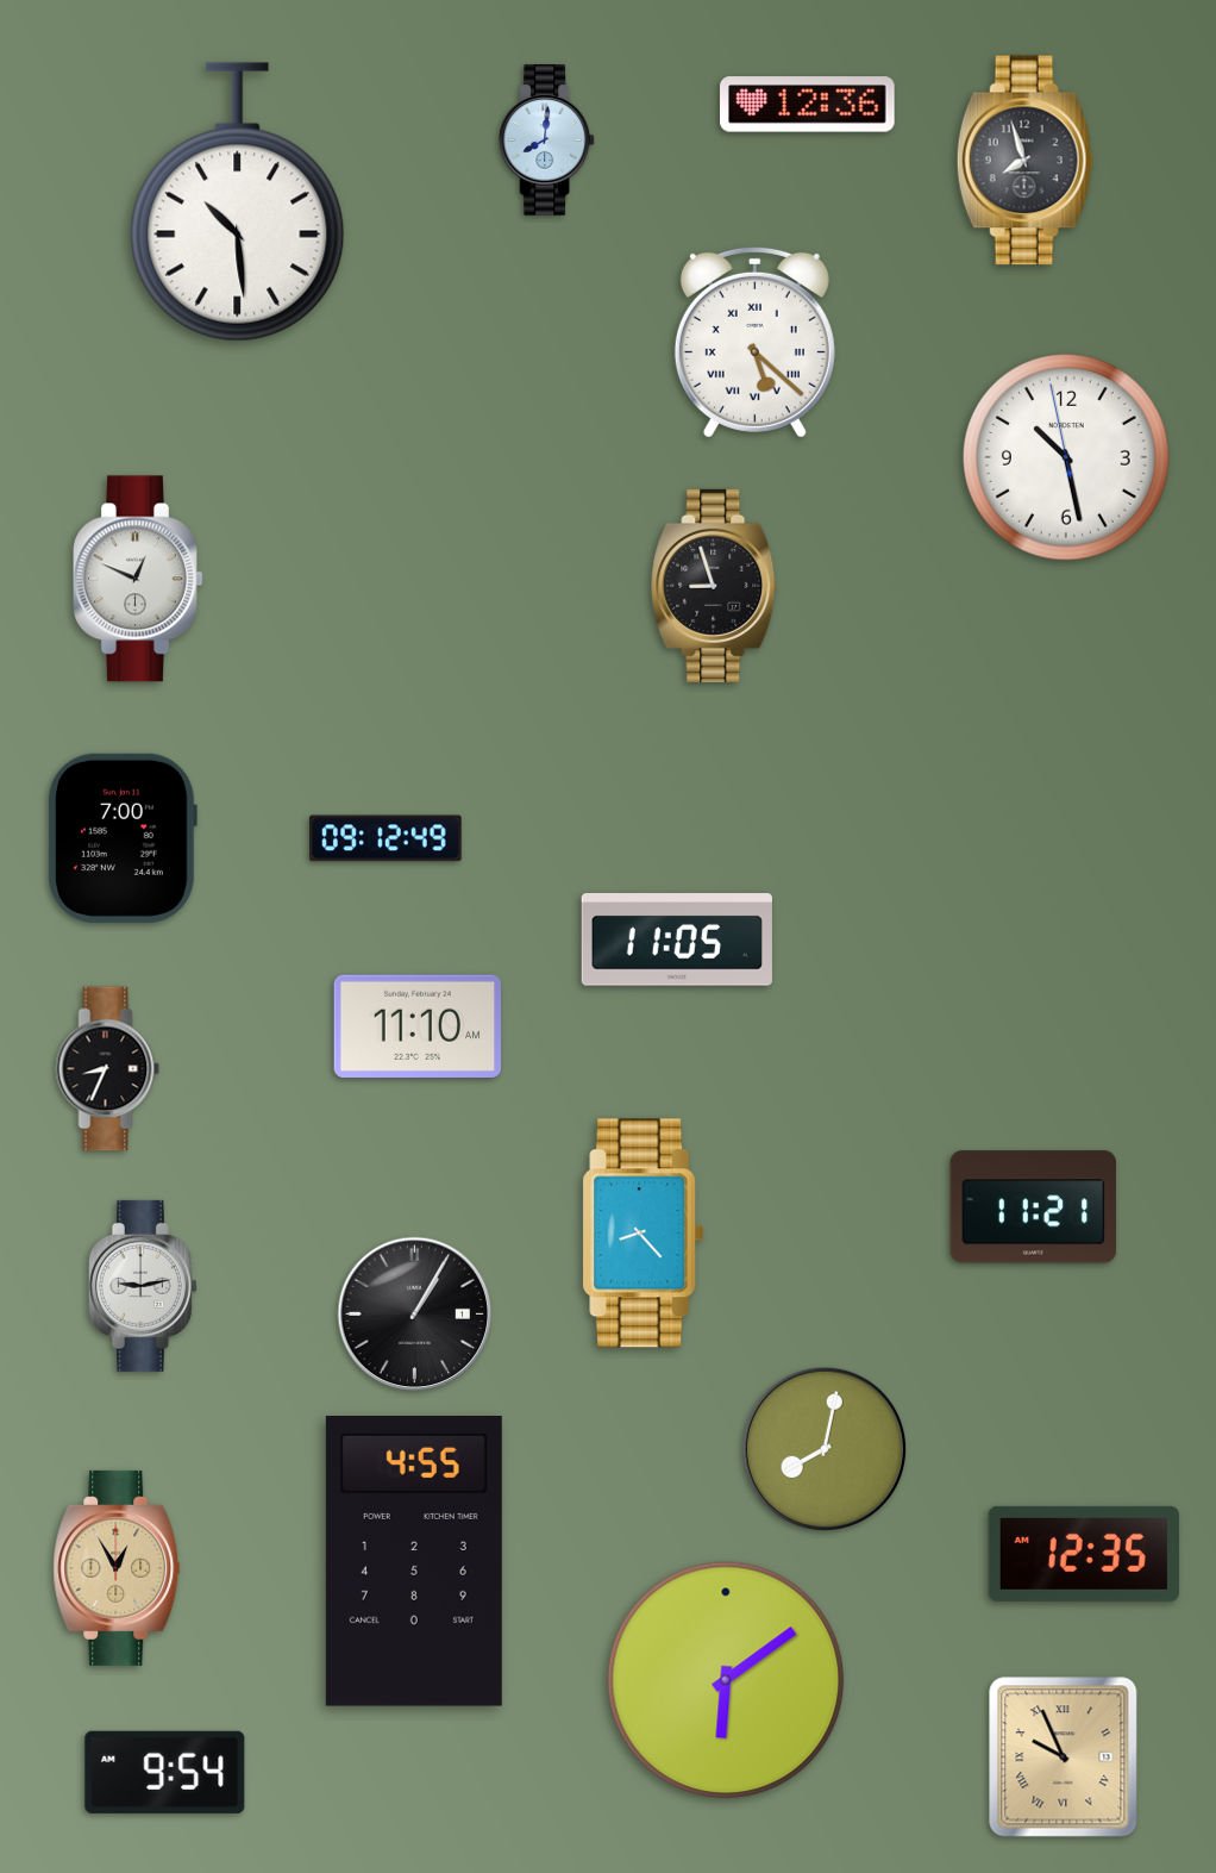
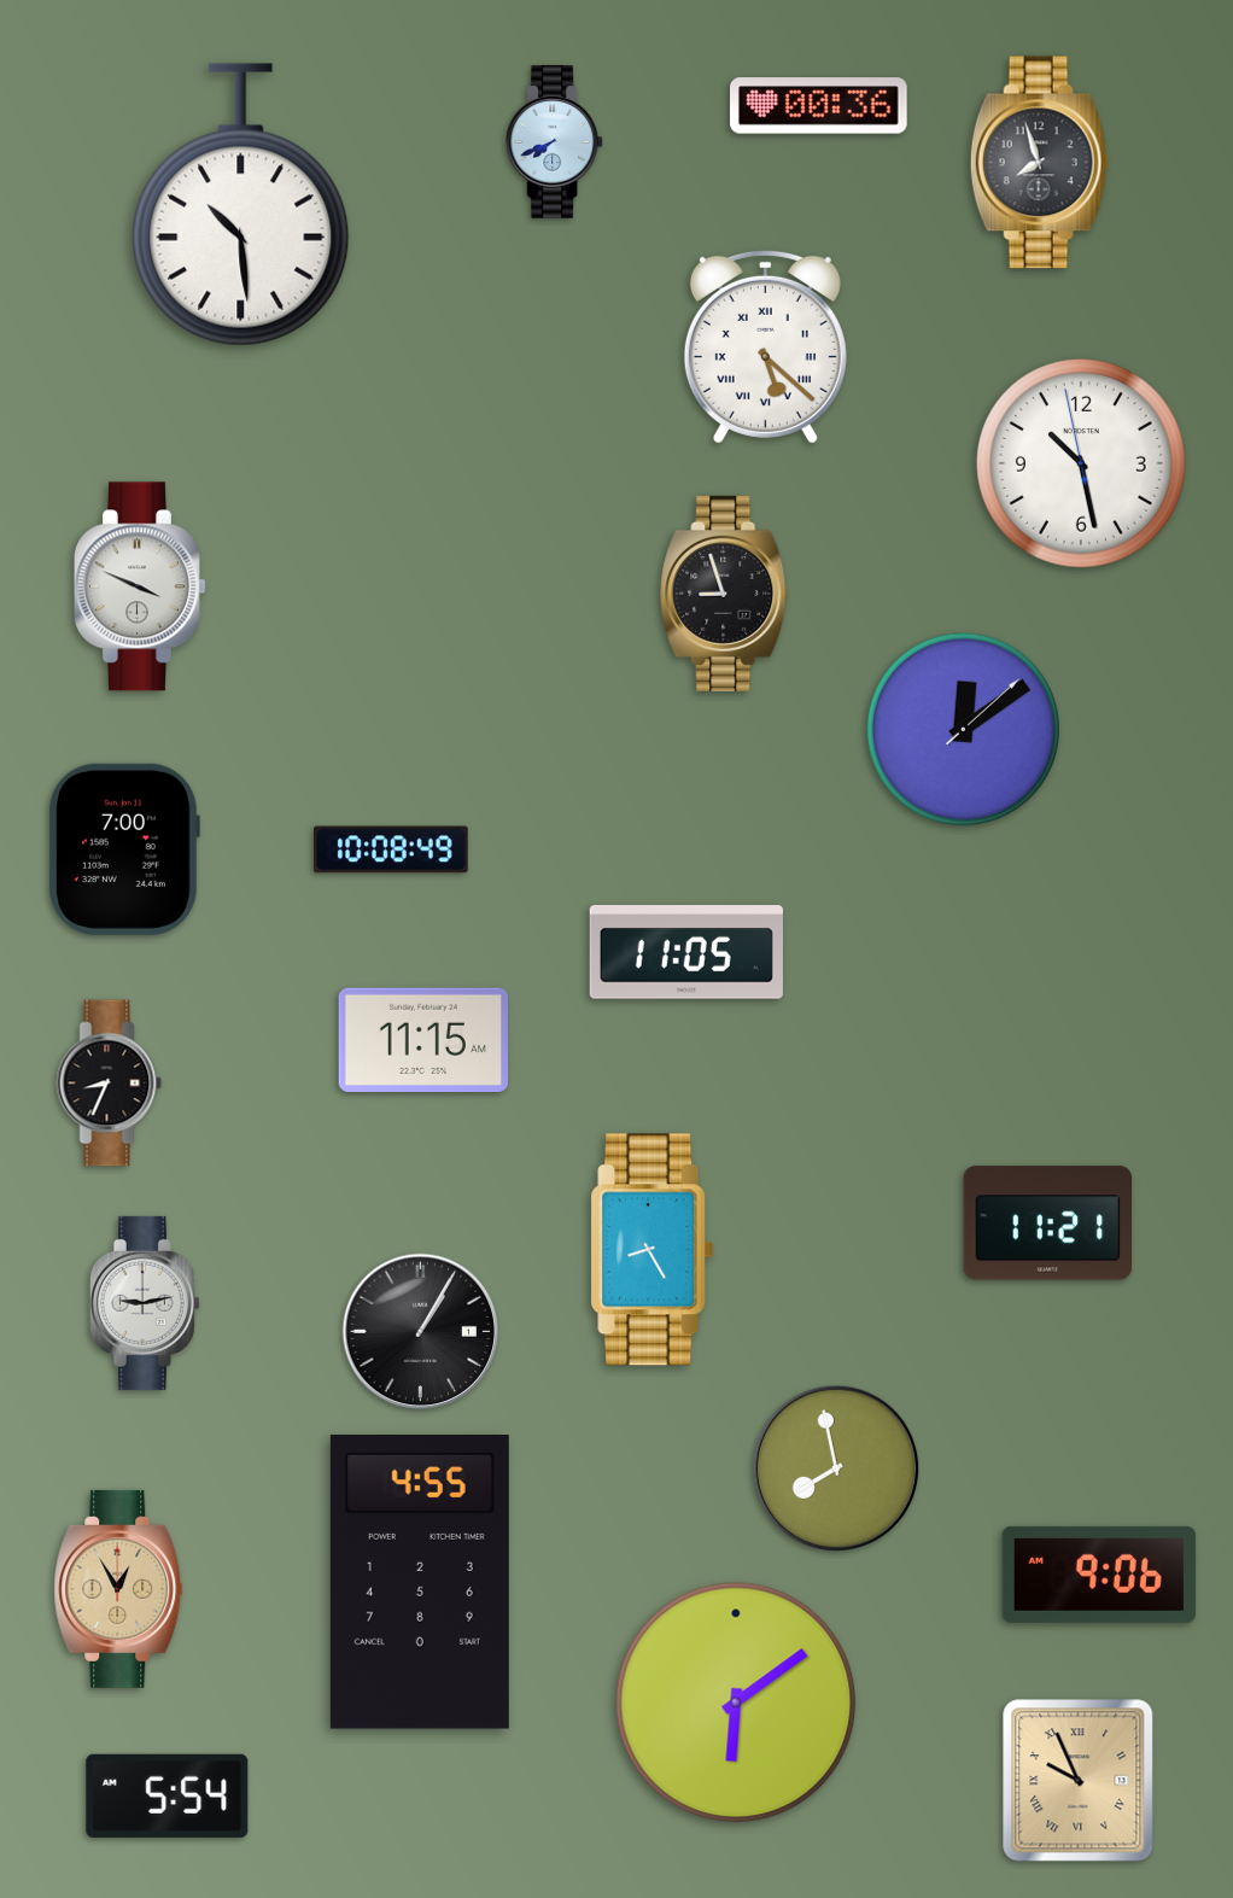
clock at (808, 105): 12:36 -> 00:36
clock at (547, 141): 8:01 -> 7:41
clock at (139, 579): 12:49 -> 3:49
clock at (963, 729): none -> 12:09
clock at (386, 838): 09:12 -> 10:08
clock at (416, 1026): 11:10 -> 11:15
clock at (644, 1234): 8:23 -> 8:25
clock at (823, 1448): 8:02 -> 7:58
clock at (1084, 1554): 12:35 -> 9:06
clock at (165, 1772): 9:54 -> 5:54
